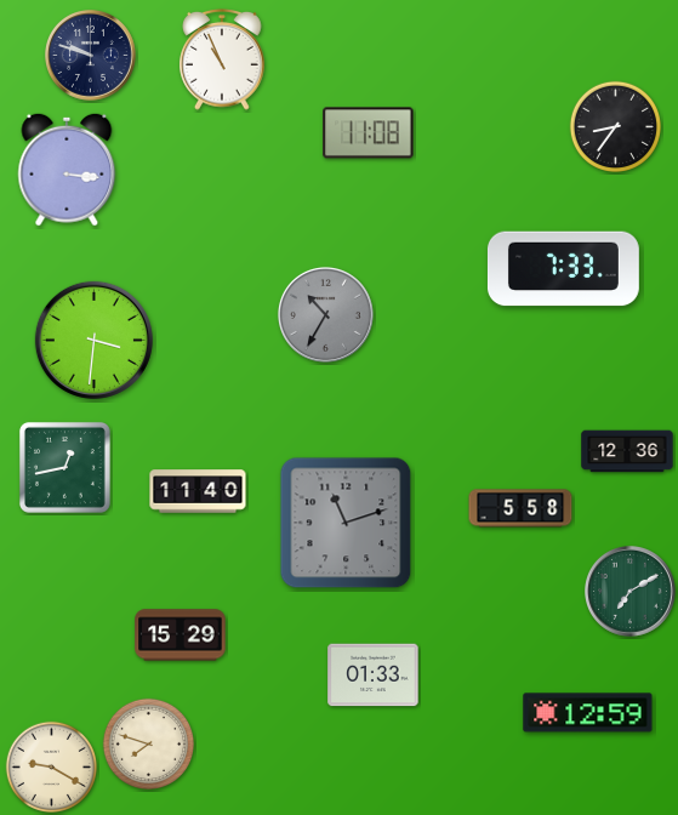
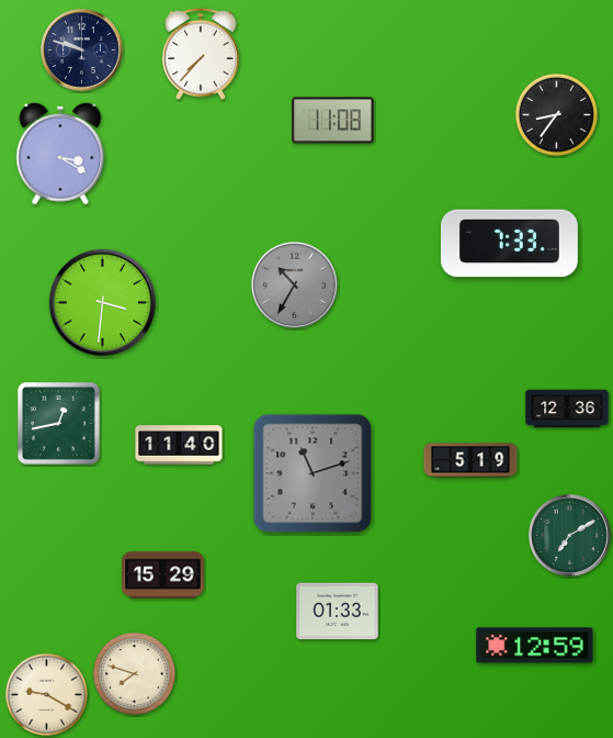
clock at (222, 59): 10:56 -> 7:37
clock at (67, 170): 3:16 -> 3:20
clock at (93, 340) position: (93, 340) -> (102, 302)
clock at (520, 508): 5:58 -> 5:19
clock at (588, 713) position: (588, 713) -> (535, 646)
